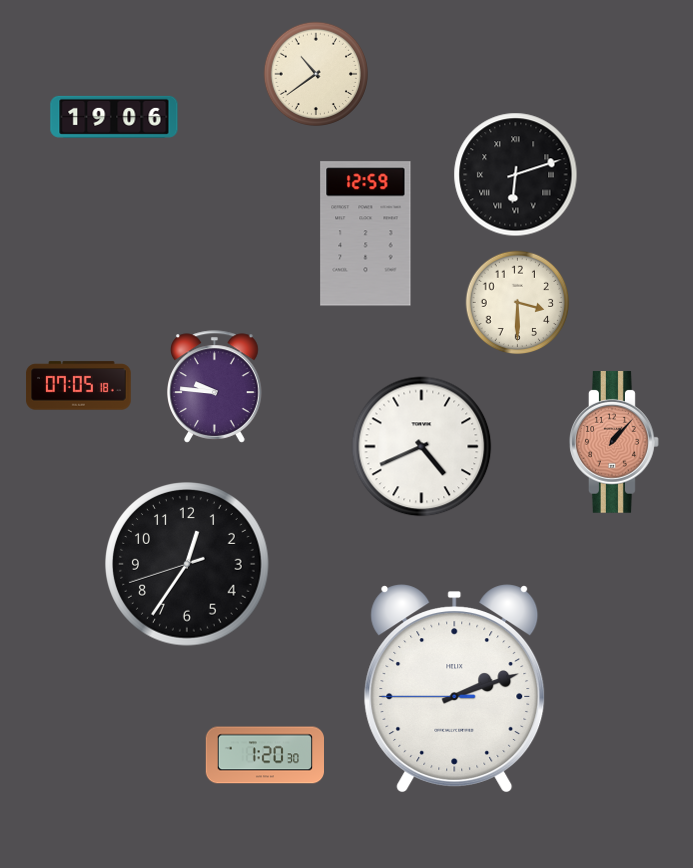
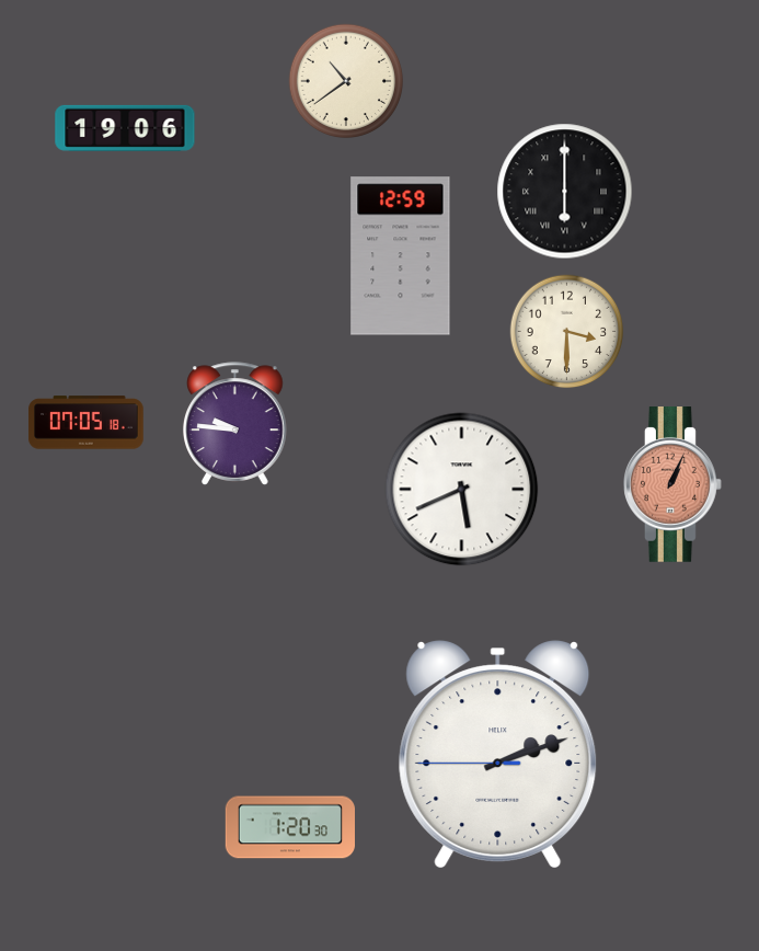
clock at (516, 175): 6:12 -> 6:00
clock at (615, 443): 1:07 -> 1:04
clock at (422, 447): 4:41 -> 5:41
clock at (187, 564): 12:35 -> none
